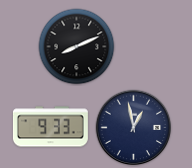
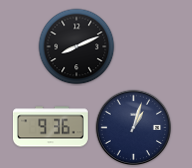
clock at (50, 127): 9:33 -> 9:36
clock at (134, 128): 12:58 -> 1:03
